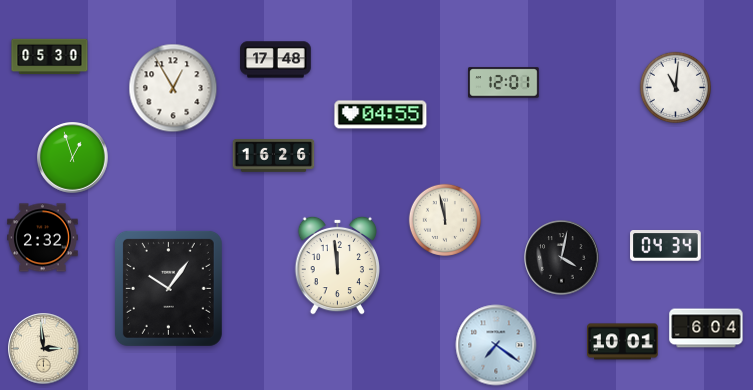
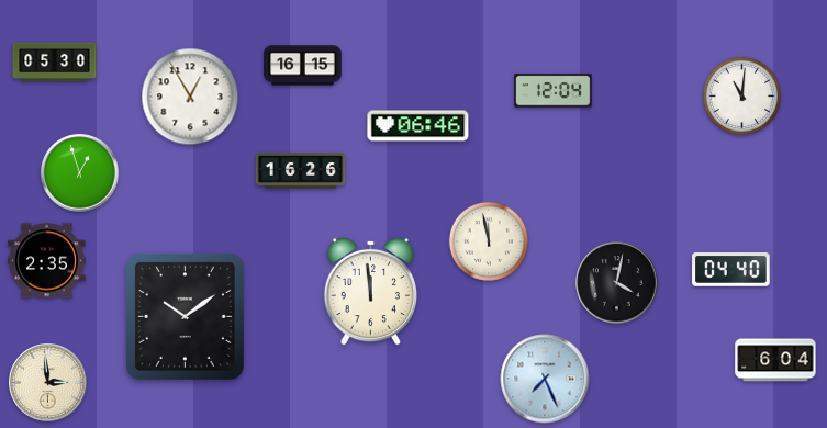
clock at (276, 60): 17:48 -> 16:15
clock at (504, 83): 12:01 -> 12:04
clock at (381, 115): 04:55 -> 06:46
clock at (43, 238): 2:32 -> 2:35
clock at (666, 246): 04:34 -> 04:40
clock at (168, 288): 10:06 -> 10:09
clock at (623, 342): 10:01 -> none
clock at (496, 345): 7:21 -> 7:26
